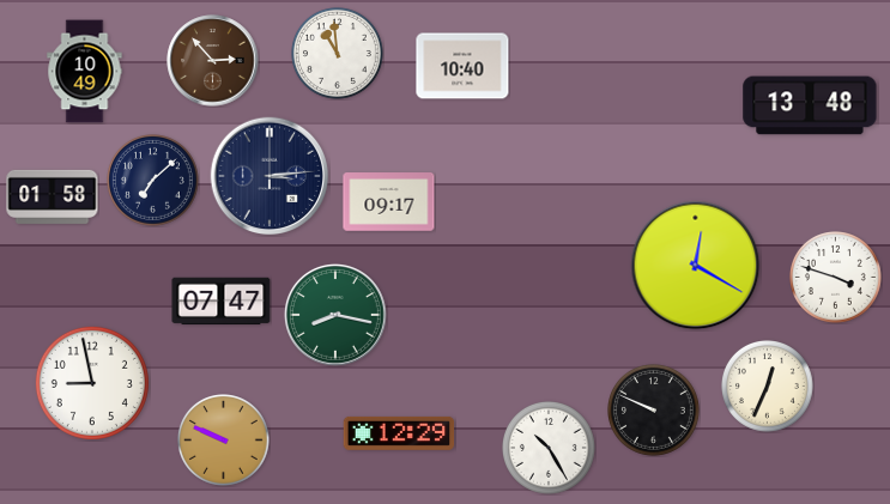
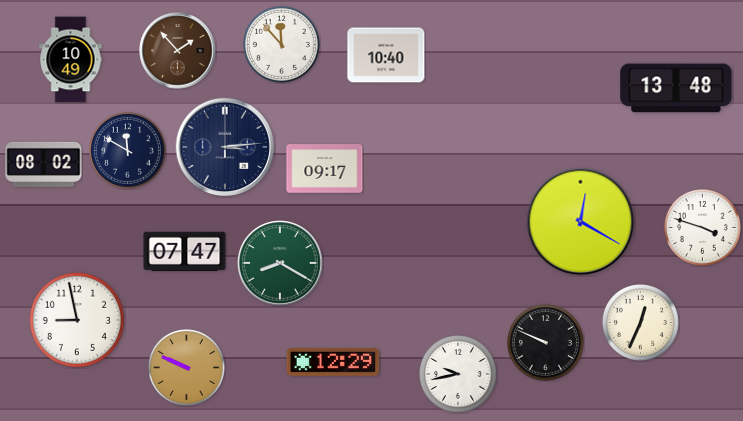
clock at (338, 54): 10:59 -> 11:53
clock at (213, 61): 2:53 -> 1:53
clock at (153, 181): 7:08 -> 11:50
clock at (53, 196): 01:58 -> 08:02
clock at (836, 278) position: (836, 278) -> (703, 228)
clock at (335, 315): 8:17 -> 8:20
clock at (550, 449): 10:25 -> 9:43
